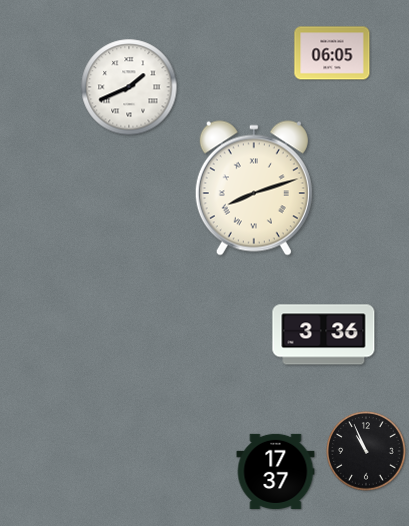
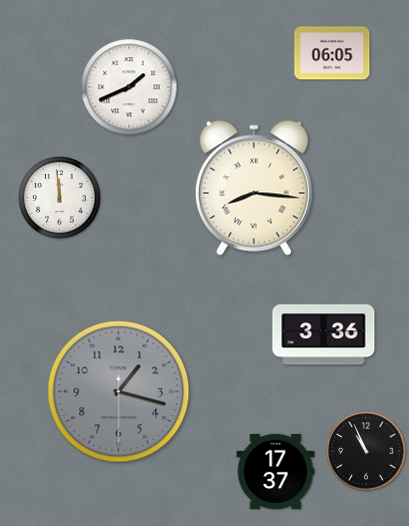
clock at (254, 188): 8:12 -> 8:16
clock at (60, 198): none -> 11:59
clock at (119, 392): none -> 1:17
